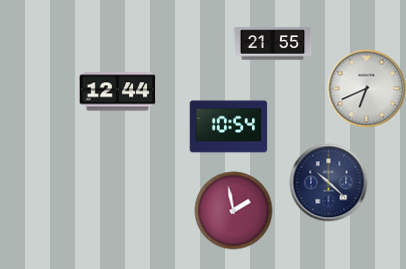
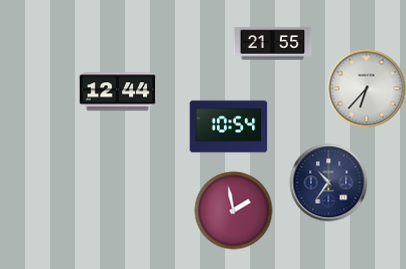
clock at (366, 88): 6:41 -> 6:37
clock at (328, 182): 10:22 -> 10:36
